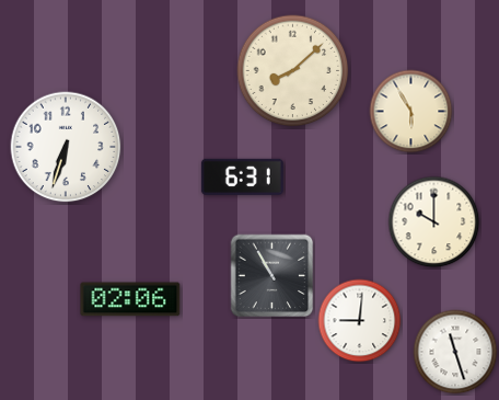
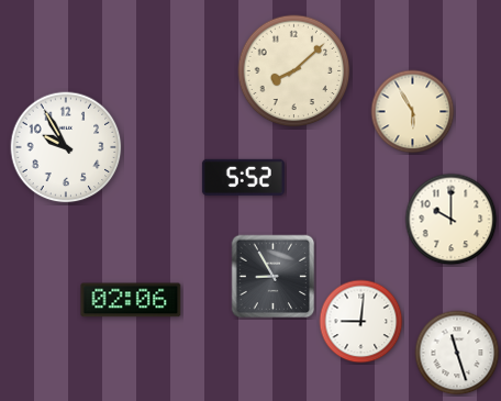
clock at (66, 147): 6:33 -> 9:55
clock at (242, 176): 6:31 -> 5:52
clock at (434, 222) position: (434, 222) -> (452, 220)
clock at (272, 276): 10:55 -> 8:55
